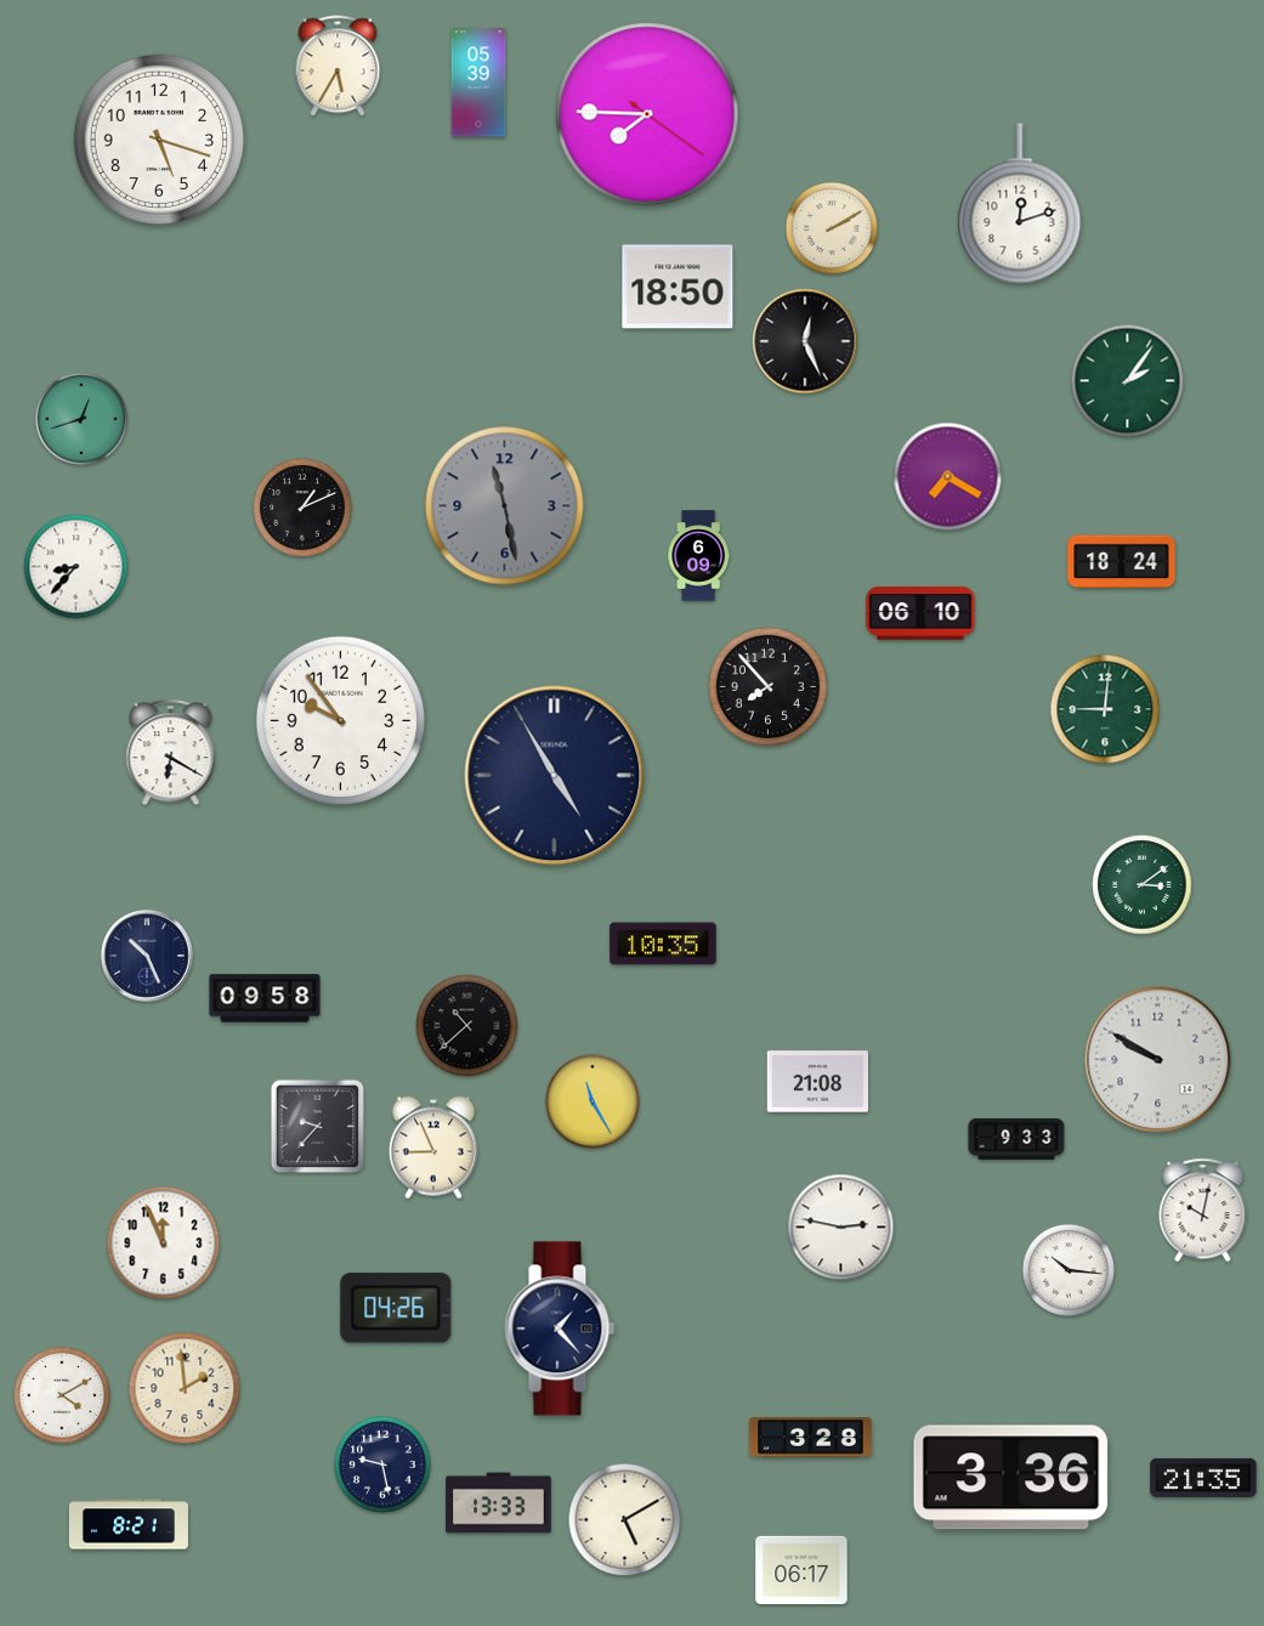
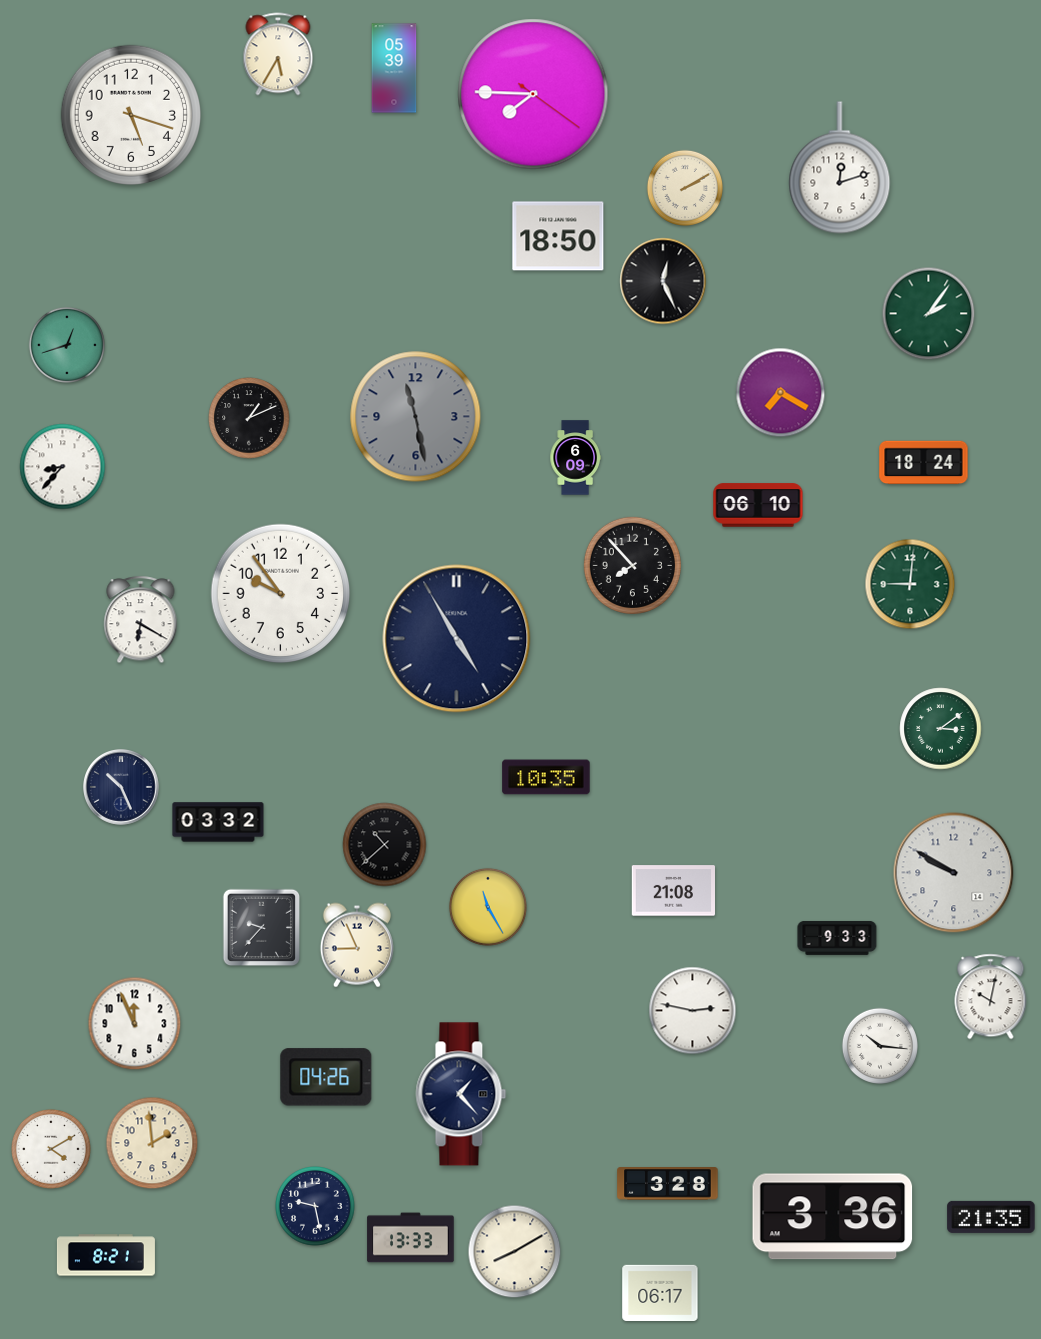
clock at (265, 998): 09:58 -> 03:32
clock at (625, 1520): 5:10 -> 8:10
